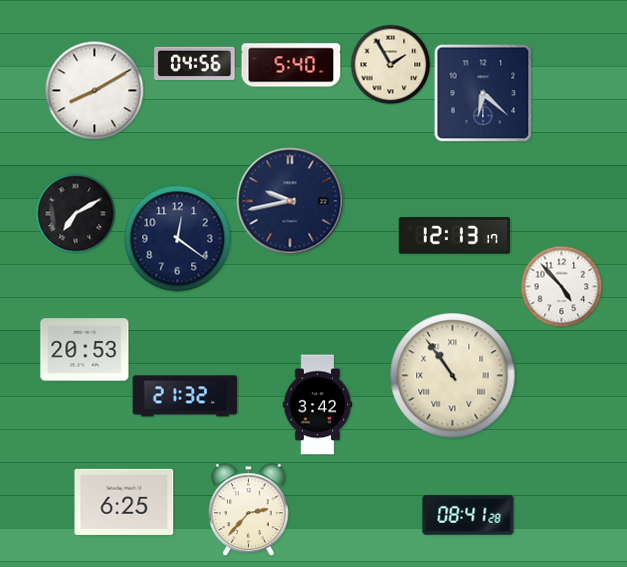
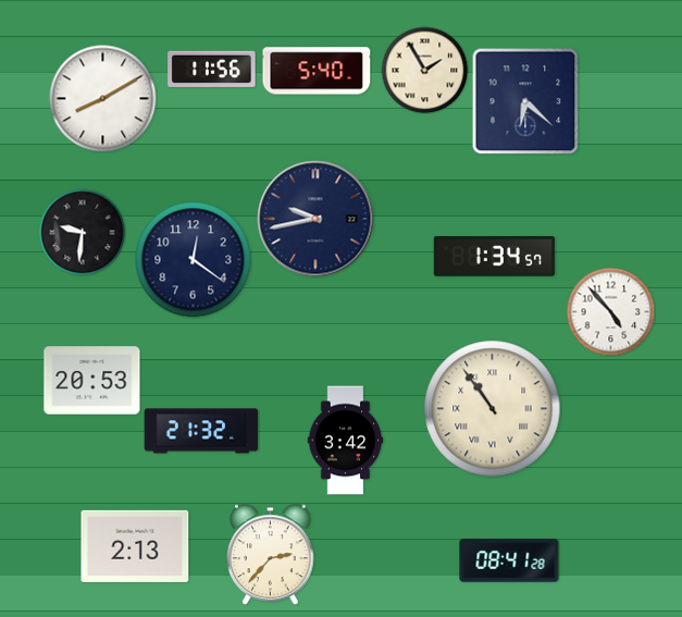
clock at (195, 63): 04:56 -> 11:56
clock at (75, 213): 7:10 -> 9:31
clock at (454, 236): 12:13 -> 1:34
clock at (124, 502): 6:25 -> 2:13
